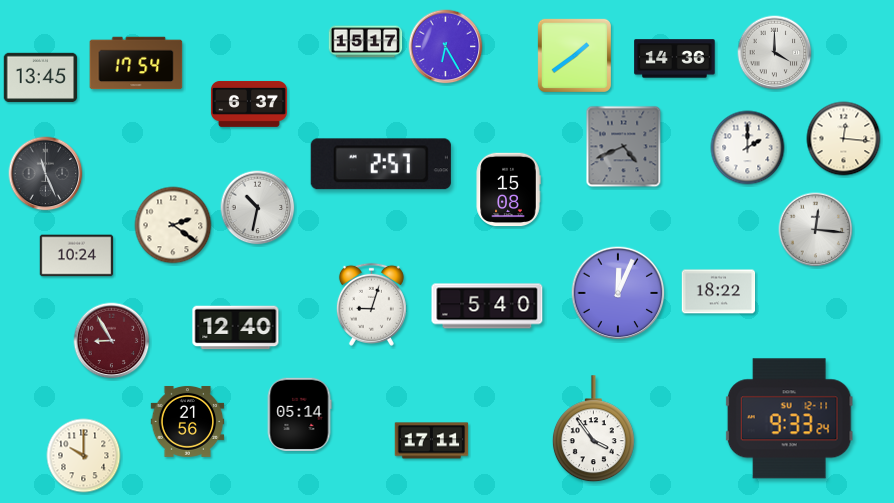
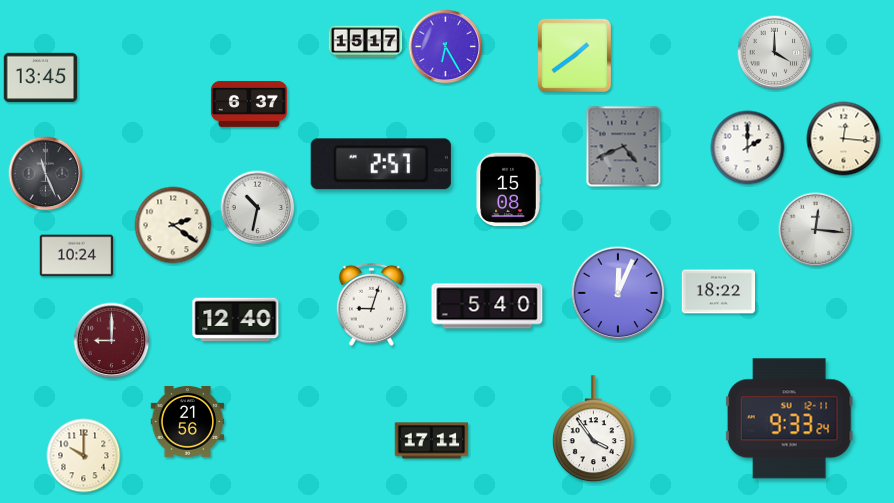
clock at (675, 59): 14:36 -> none
clock at (136, 63): 17:54 -> none
clock at (236, 328) position: (236, 328) -> (236, 320)
clock at (112, 341): 8:55 -> 9:00
clock at (299, 415): 05:14 -> none
